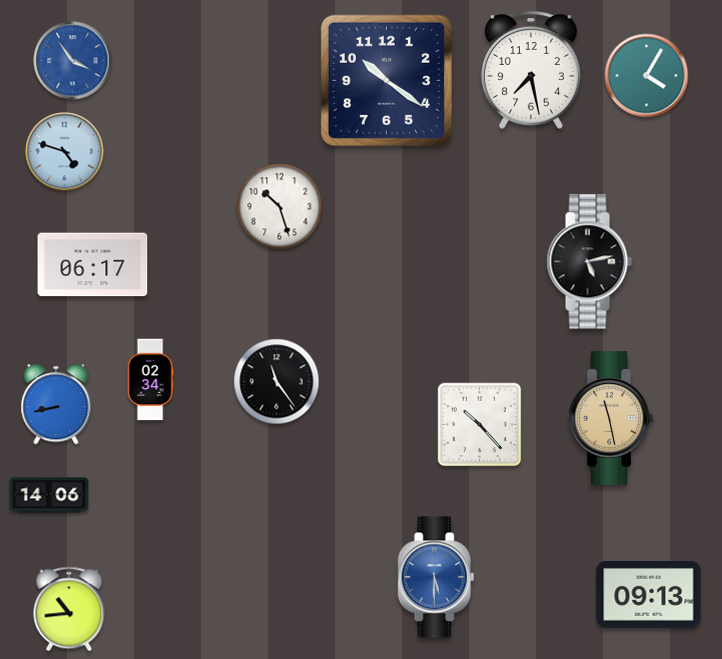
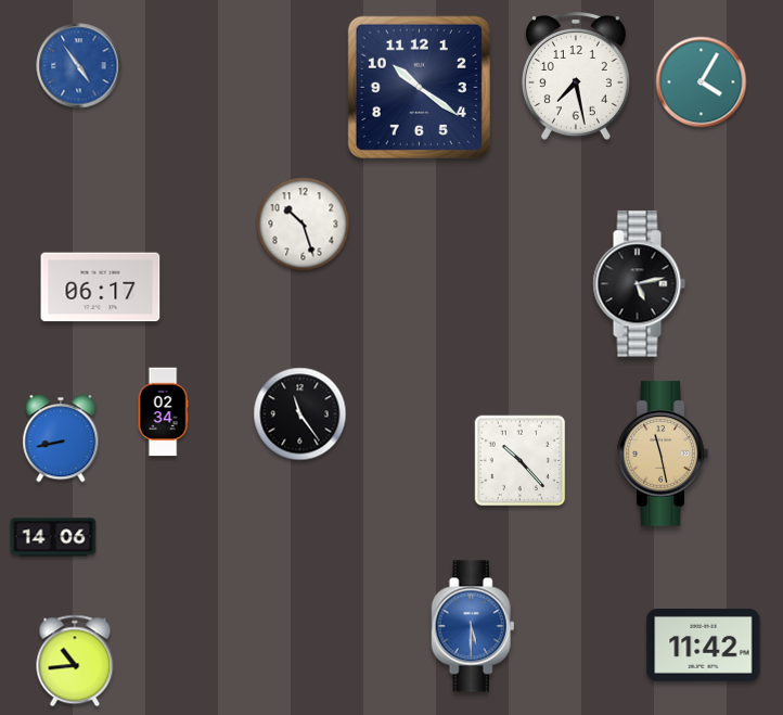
clock at (73, 61): 3:54 -> 4:54
clock at (65, 152): 4:48 -> none
clock at (649, 594): 09:13 -> 11:42
